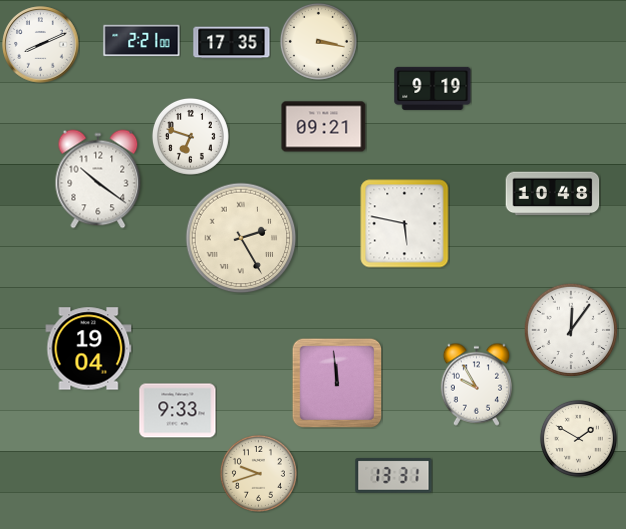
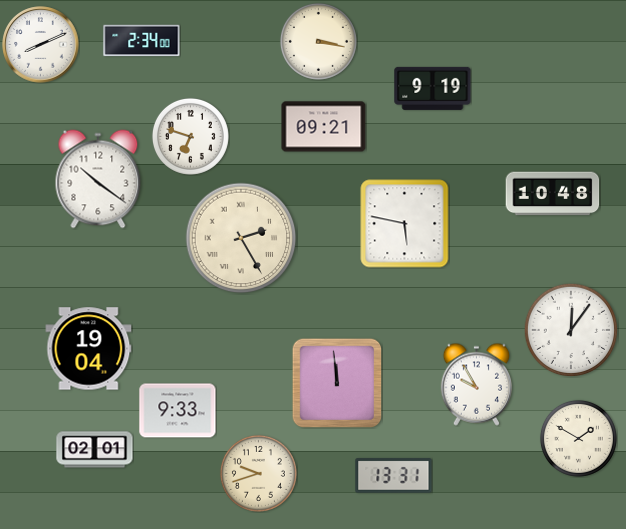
clock at (142, 41): 2:21 -> 2:34
clock at (232, 43): 17:35 -> none
clock at (95, 450): none -> 02:01
